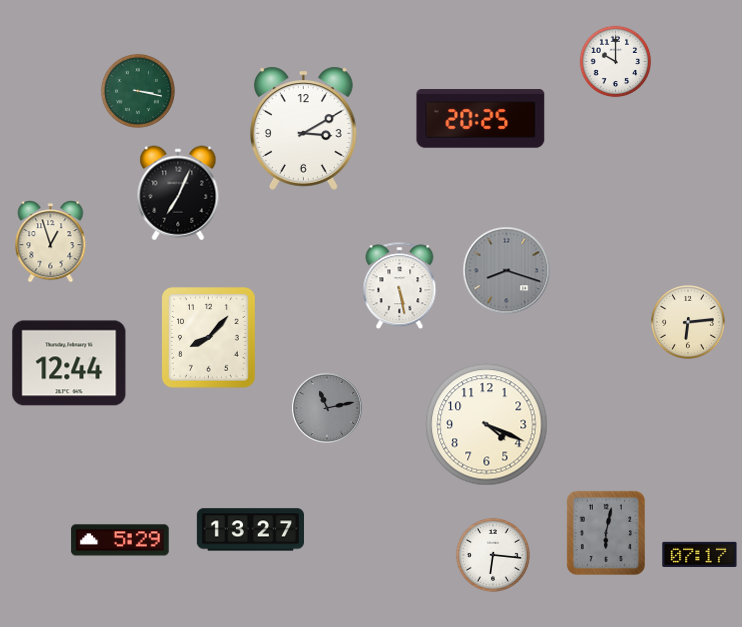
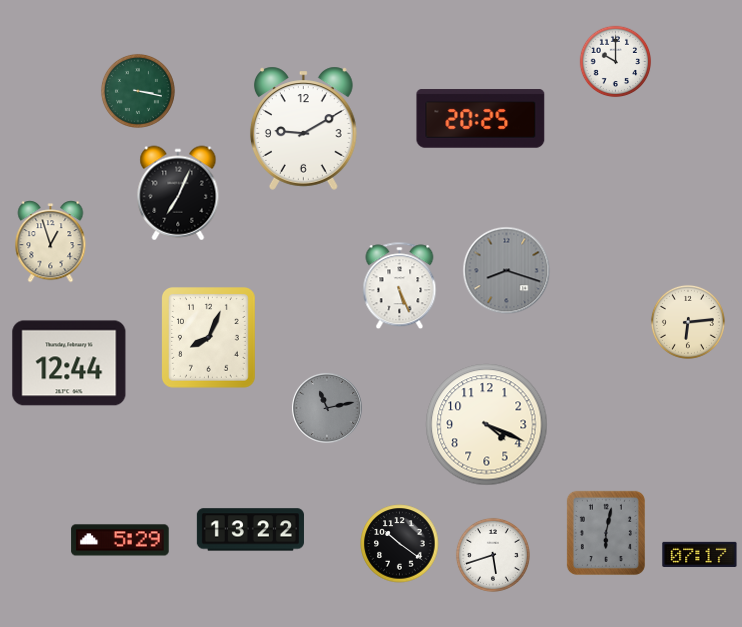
clock at (303, 128): 3:10 -> 9:10
clock at (400, 286): 5:28 -> 5:26
clock at (209, 338): 8:07 -> 8:04
clock at (250, 530): 13:27 -> 13:22
clock at (400, 544): none -> 10:21
clock at (493, 555): 6:16 -> 5:42
